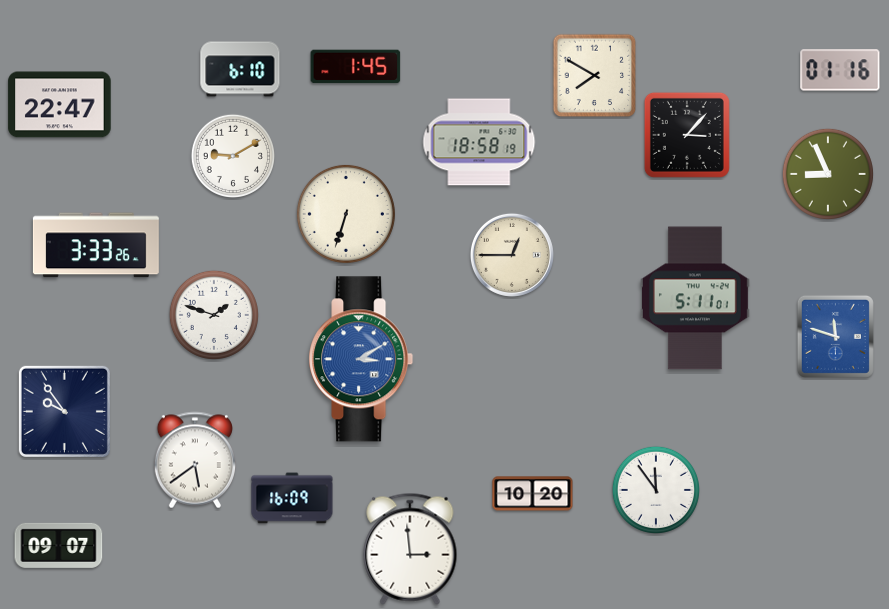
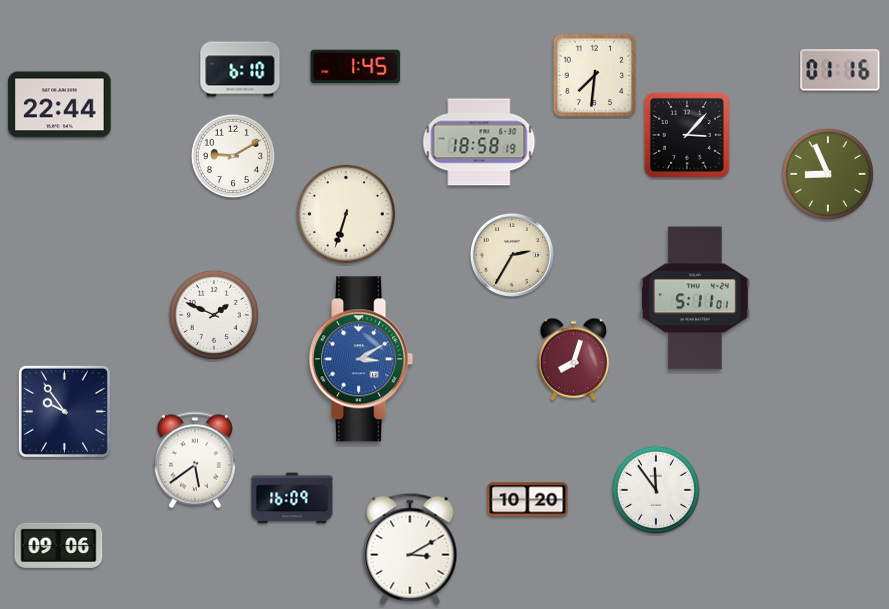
clock at (595, 76): 7:50 -> 7:31
clock at (60, 105): 22:47 -> 22:44
clock at (96, 245): 3:33 -> none
clock at (512, 255): 12:45 -> 2:35
clock at (214, 315): 1:48 -> 1:49
clock at (835, 336): 11:48 -> none
clock at (574, 359): none -> 8:03
clock at (533, 494) position: (533, 494) -> (528, 500)
clock at (59, 545): 09:07 -> 09:06
clock at (410, 549): 2:59 -> 3:10
